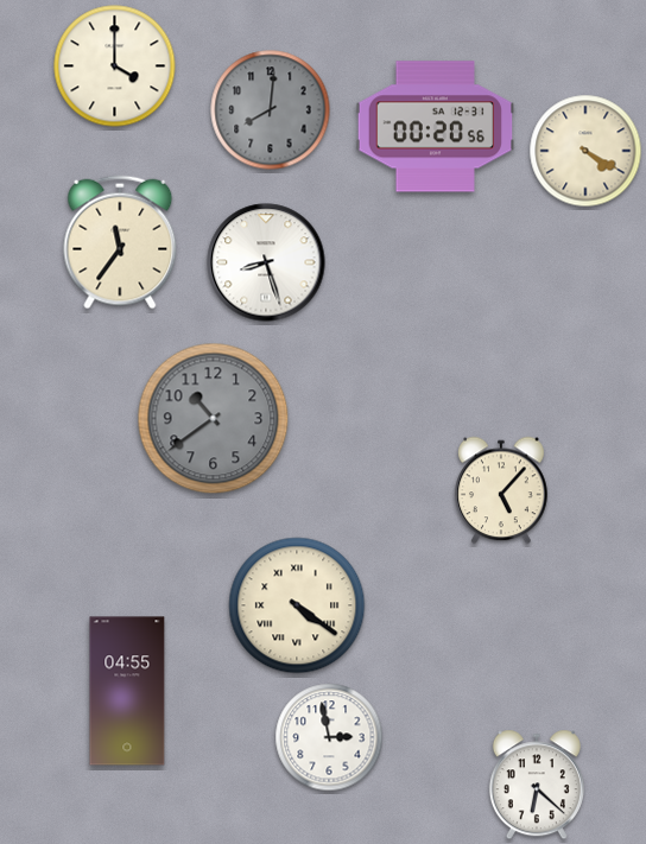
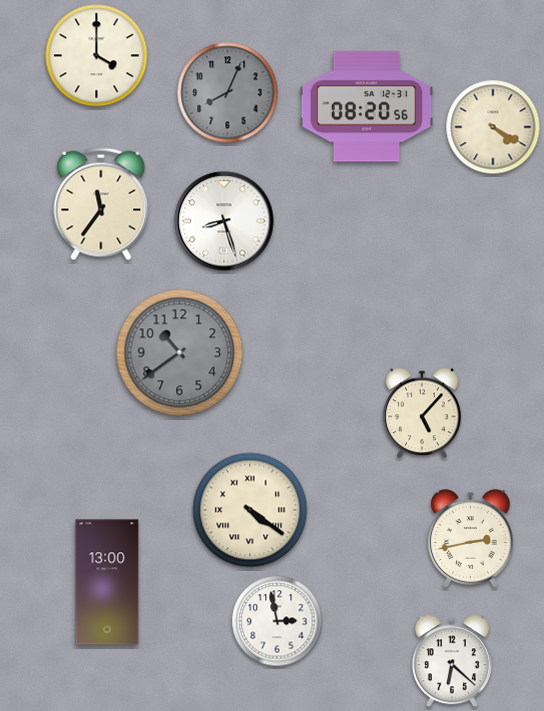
clock at (271, 110): 8:01 -> 8:04
clock at (436, 127): 00:20 -> 08:20
clock at (471, 539): none -> 2:43
clock at (127, 691): 04:55 -> 13:00
